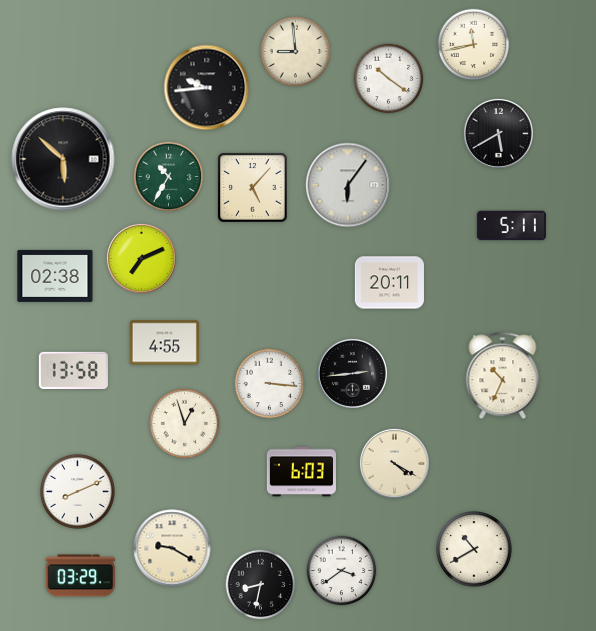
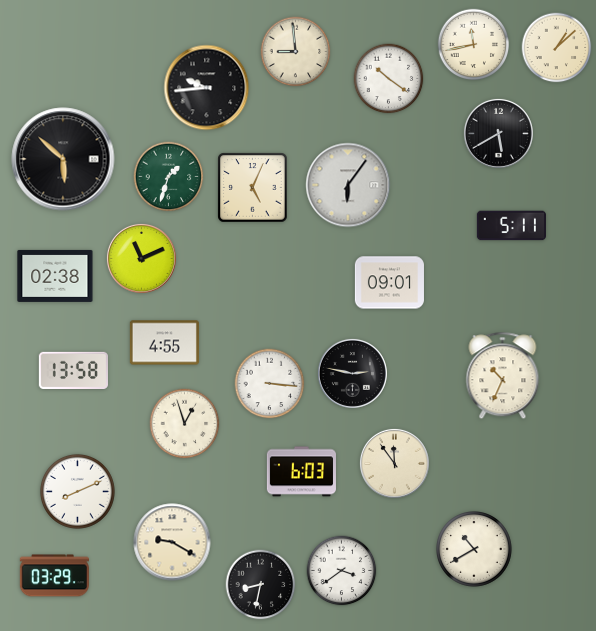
clock at (557, 48): none -> 1:08
clock at (169, 177): 10:35 -> 1:33
clock at (253, 188): 5:07 -> 5:04
clock at (141, 258): 7:11 -> 11:11
clock at (389, 283): 20:11 -> 09:01
clock at (352, 373): 2:44 -> 2:47
clock at (394, 463): 4:20 -> 11:54
clock at (172, 548) position: (172, 548) -> (172, 542)
clock at (80, 576) position: (80, 576) -> (54, 576)
